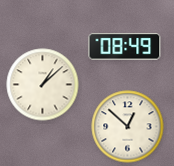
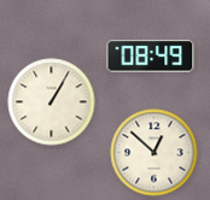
clock at (43, 85): 1:08 -> 1:05
